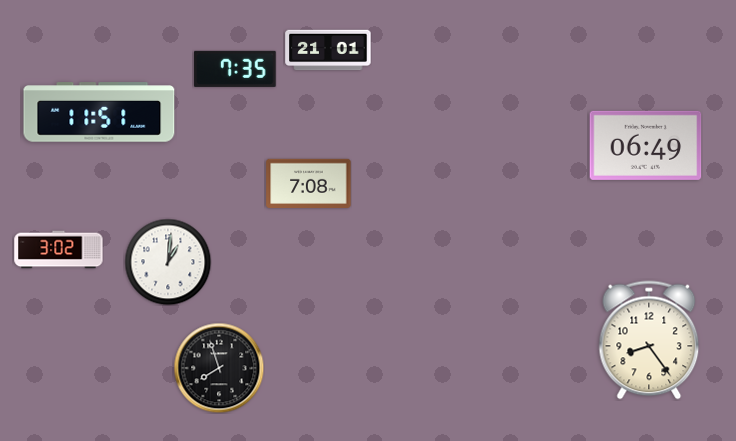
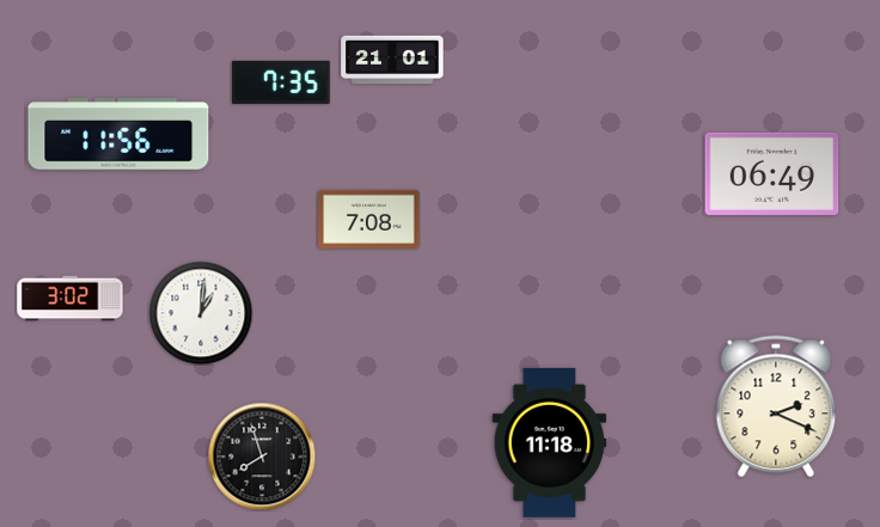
clock at (99, 112): 11:51 -> 11:56
clock at (649, 340): 8:24 -> 2:19
clock at (219, 368) position: (219, 368) -> (262, 456)
clock at (550, 442): none -> 11:18
